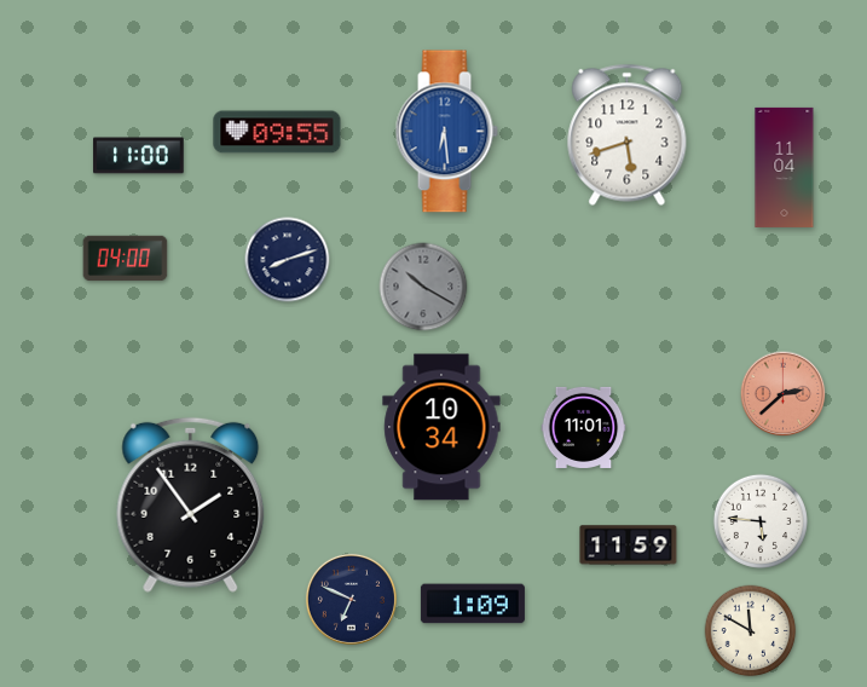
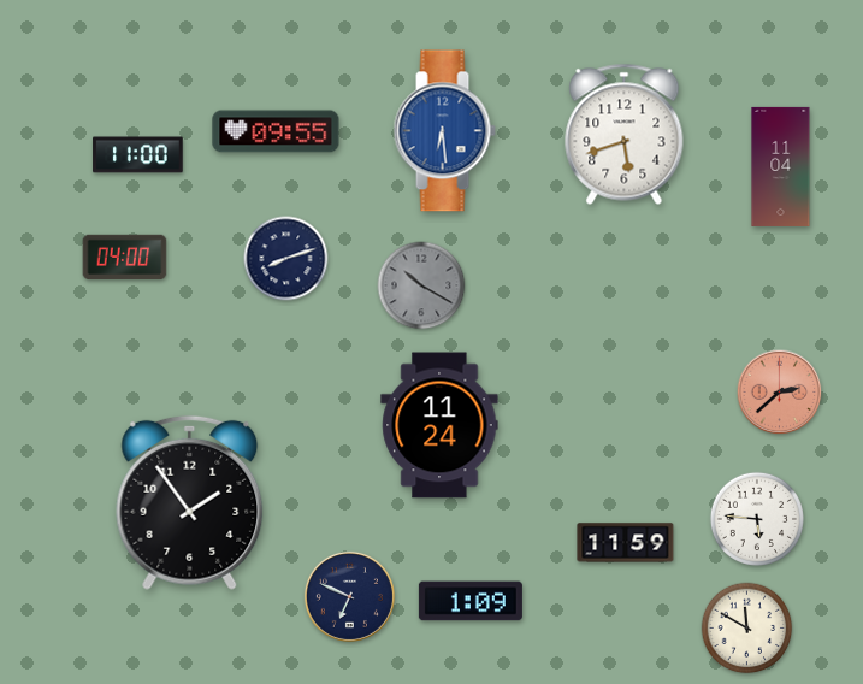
clock at (441, 427): 10:34 -> 11:24
clock at (584, 427): 11:01 -> none
